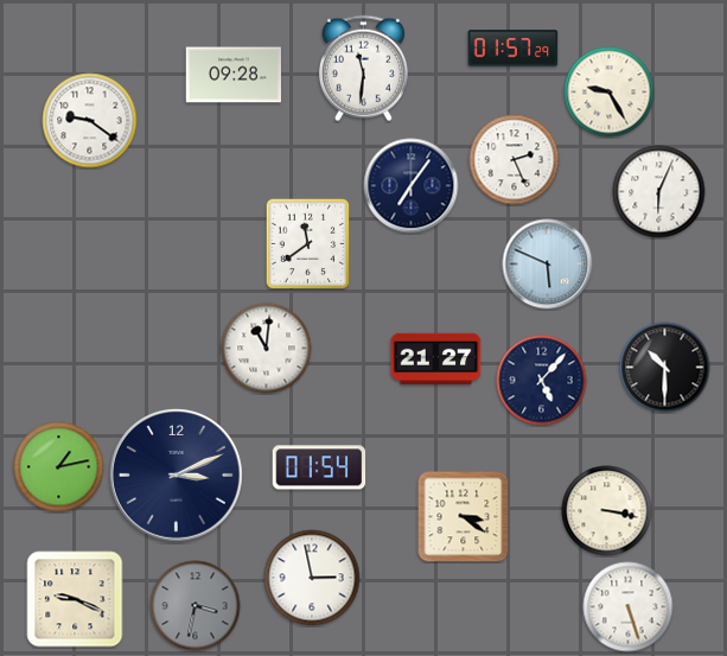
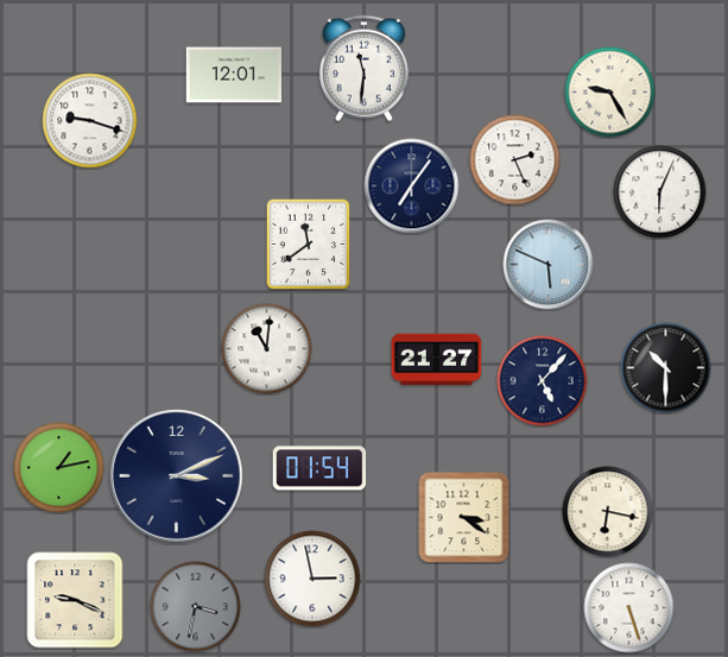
clock at (514, 49): 01:57 -> none
clock at (234, 75): 09:28 -> 12:01
clock at (90, 121): 9:21 -> 9:18
clock at (607, 511): 3:17 -> 6:17
